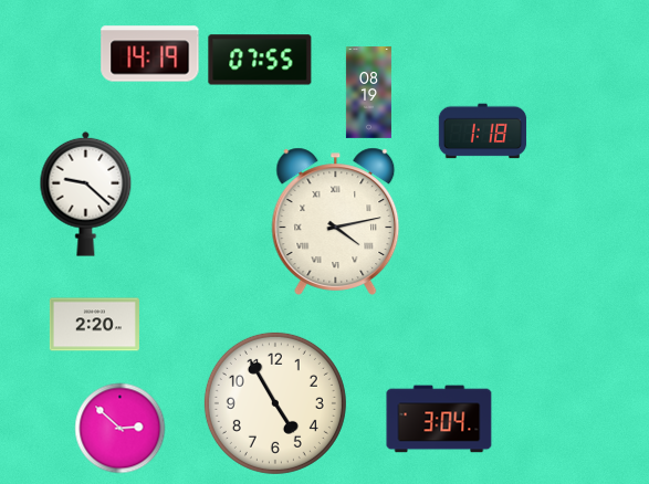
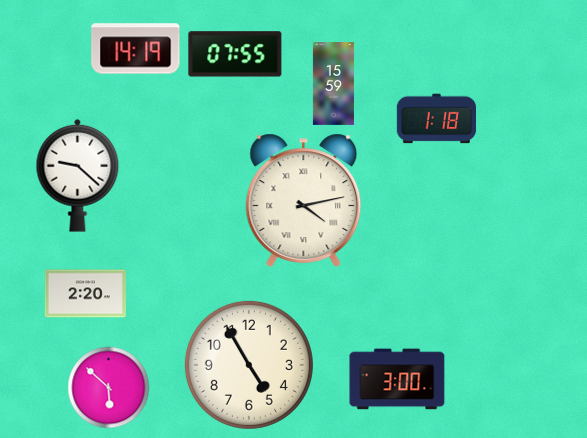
clock at (368, 93): 08:19 -> 15:59
clock at (439, 419): 3:04 -> 3:00
clock at (121, 429): 2:52 -> 5:52
